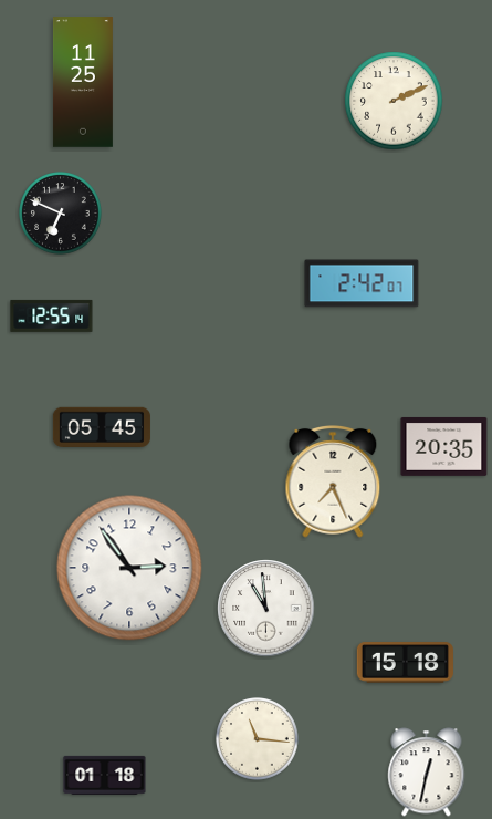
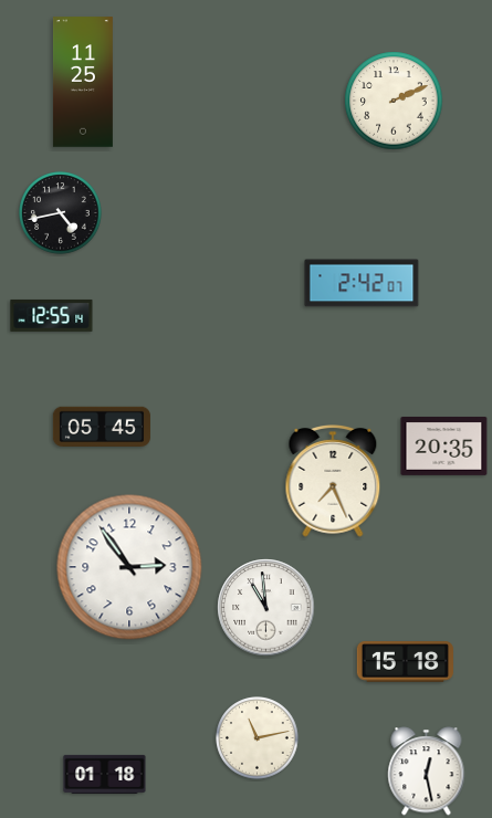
clock at (61, 214): 6:49 -> 4:43
clock at (258, 739): 11:16 -> 11:13
clock at (427, 773): 12:32 -> 12:28
